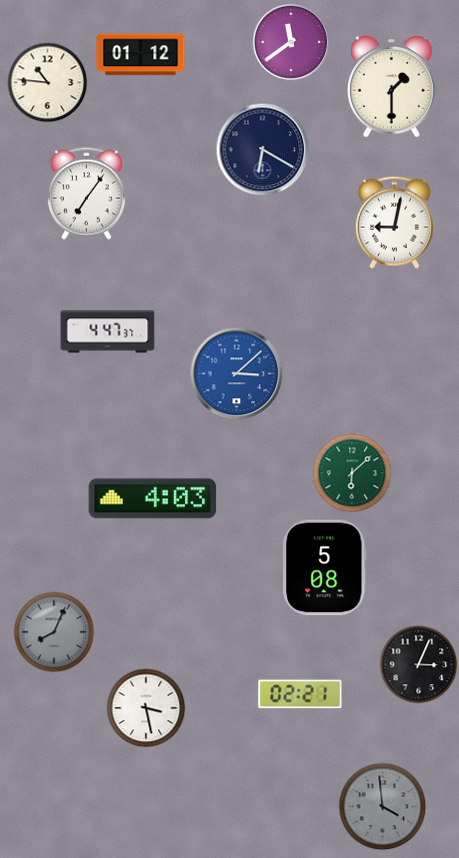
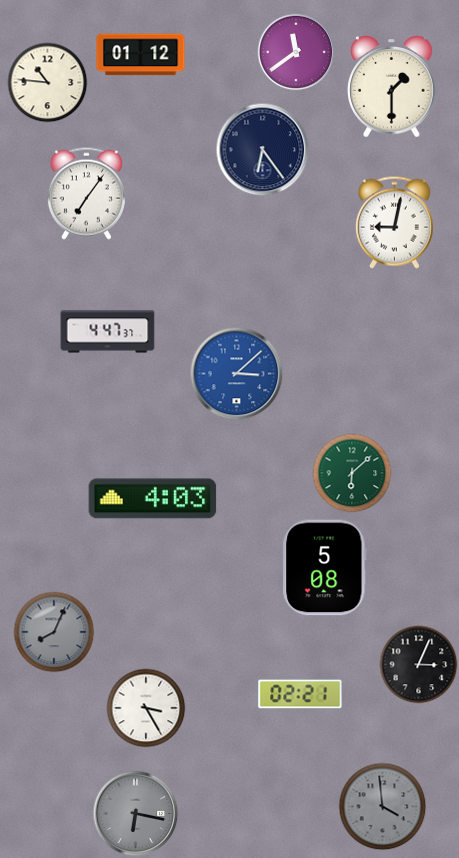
clock at (291, 42) position: (291, 42) -> (296, 52)
clock at (263, 150): 6:20 -> 6:24
clock at (146, 708): 3:28 -> 3:25
clock at (136, 814): none -> 6:17
